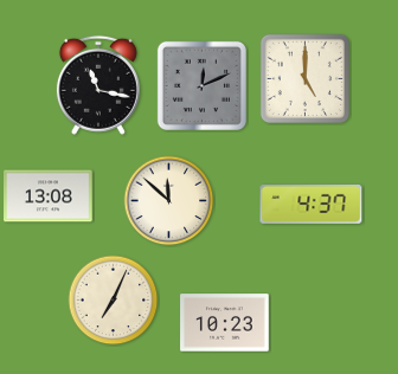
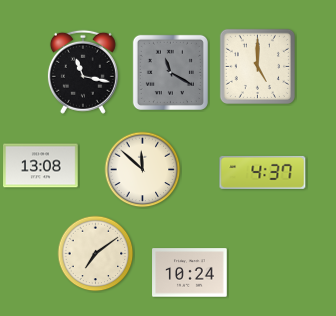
clock at (201, 85): 12:11 -> 11:20
clock at (114, 301): 7:04 -> 7:09
clock at (225, 323): 10:23 -> 10:24
